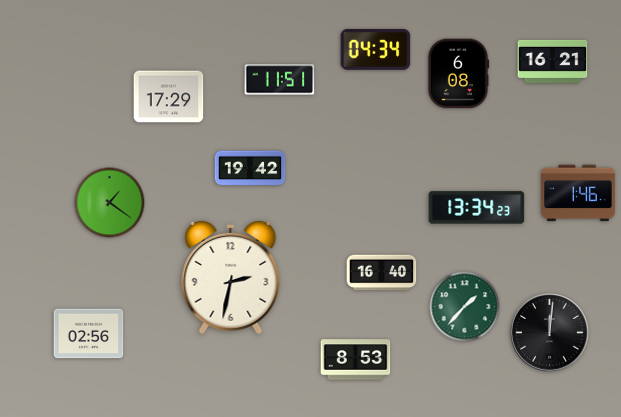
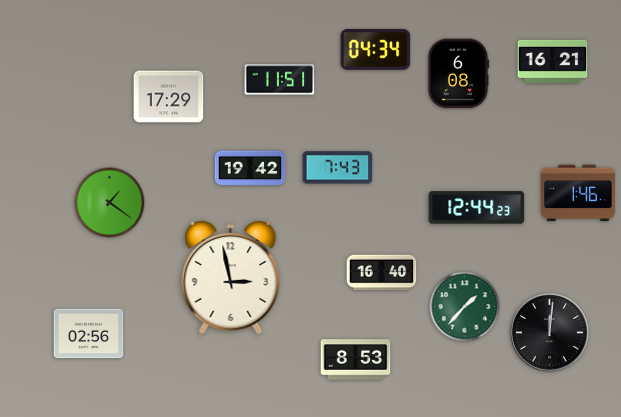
clock at (338, 168): none -> 7:43
clock at (477, 208): 13:34 -> 12:44
clock at (231, 277): 2:32 -> 2:58
